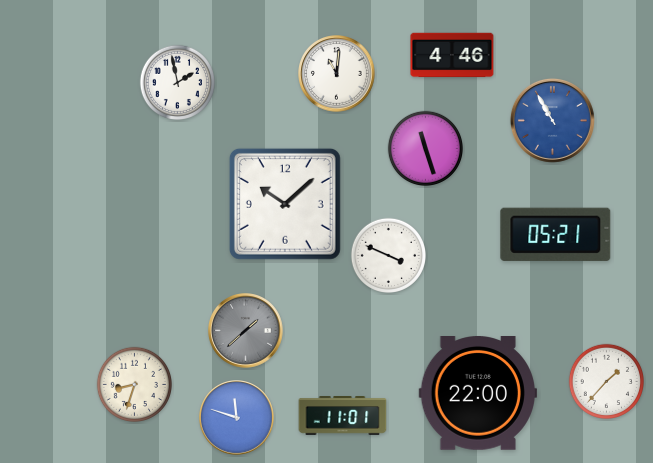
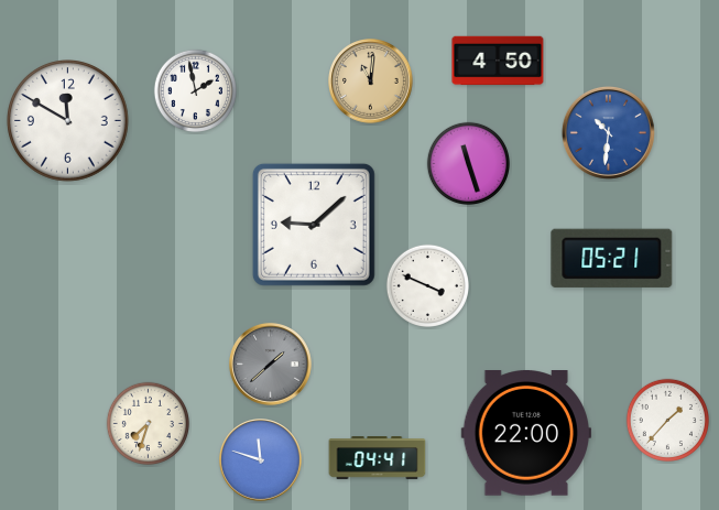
clock at (452, 55): 4:46 -> 4:50
clock at (337, 74) dial: white -> champagne
clock at (68, 121): none -> 11:50
clock at (552, 120): 10:55 -> 10:31
clock at (285, 204): 10:08 -> 9:08
clock at (388, 255) position: (388, 255) -> (427, 285)
clock at (134, 384): 8:33 -> 7:33
clock at (343, 416): 11:01 -> 04:41
